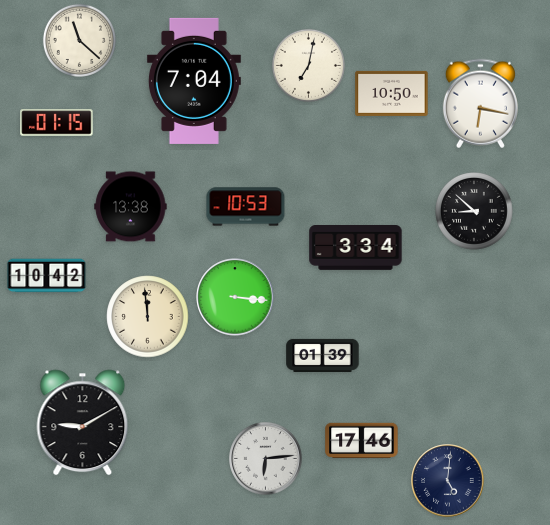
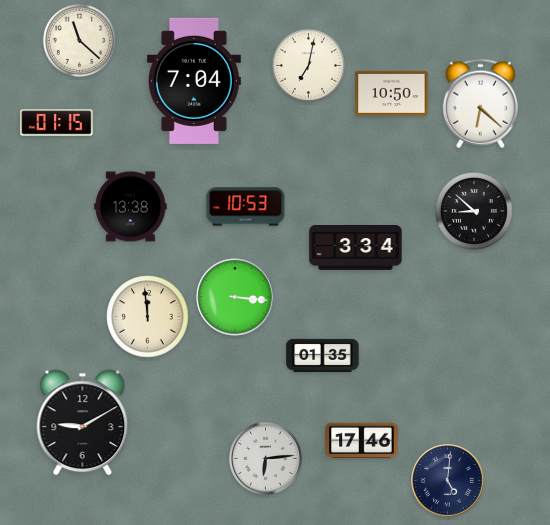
clock at (480, 104): 6:17 -> 6:22
clock at (47, 276): 10:42 -> none
clock at (323, 355): 01:39 -> 01:35
